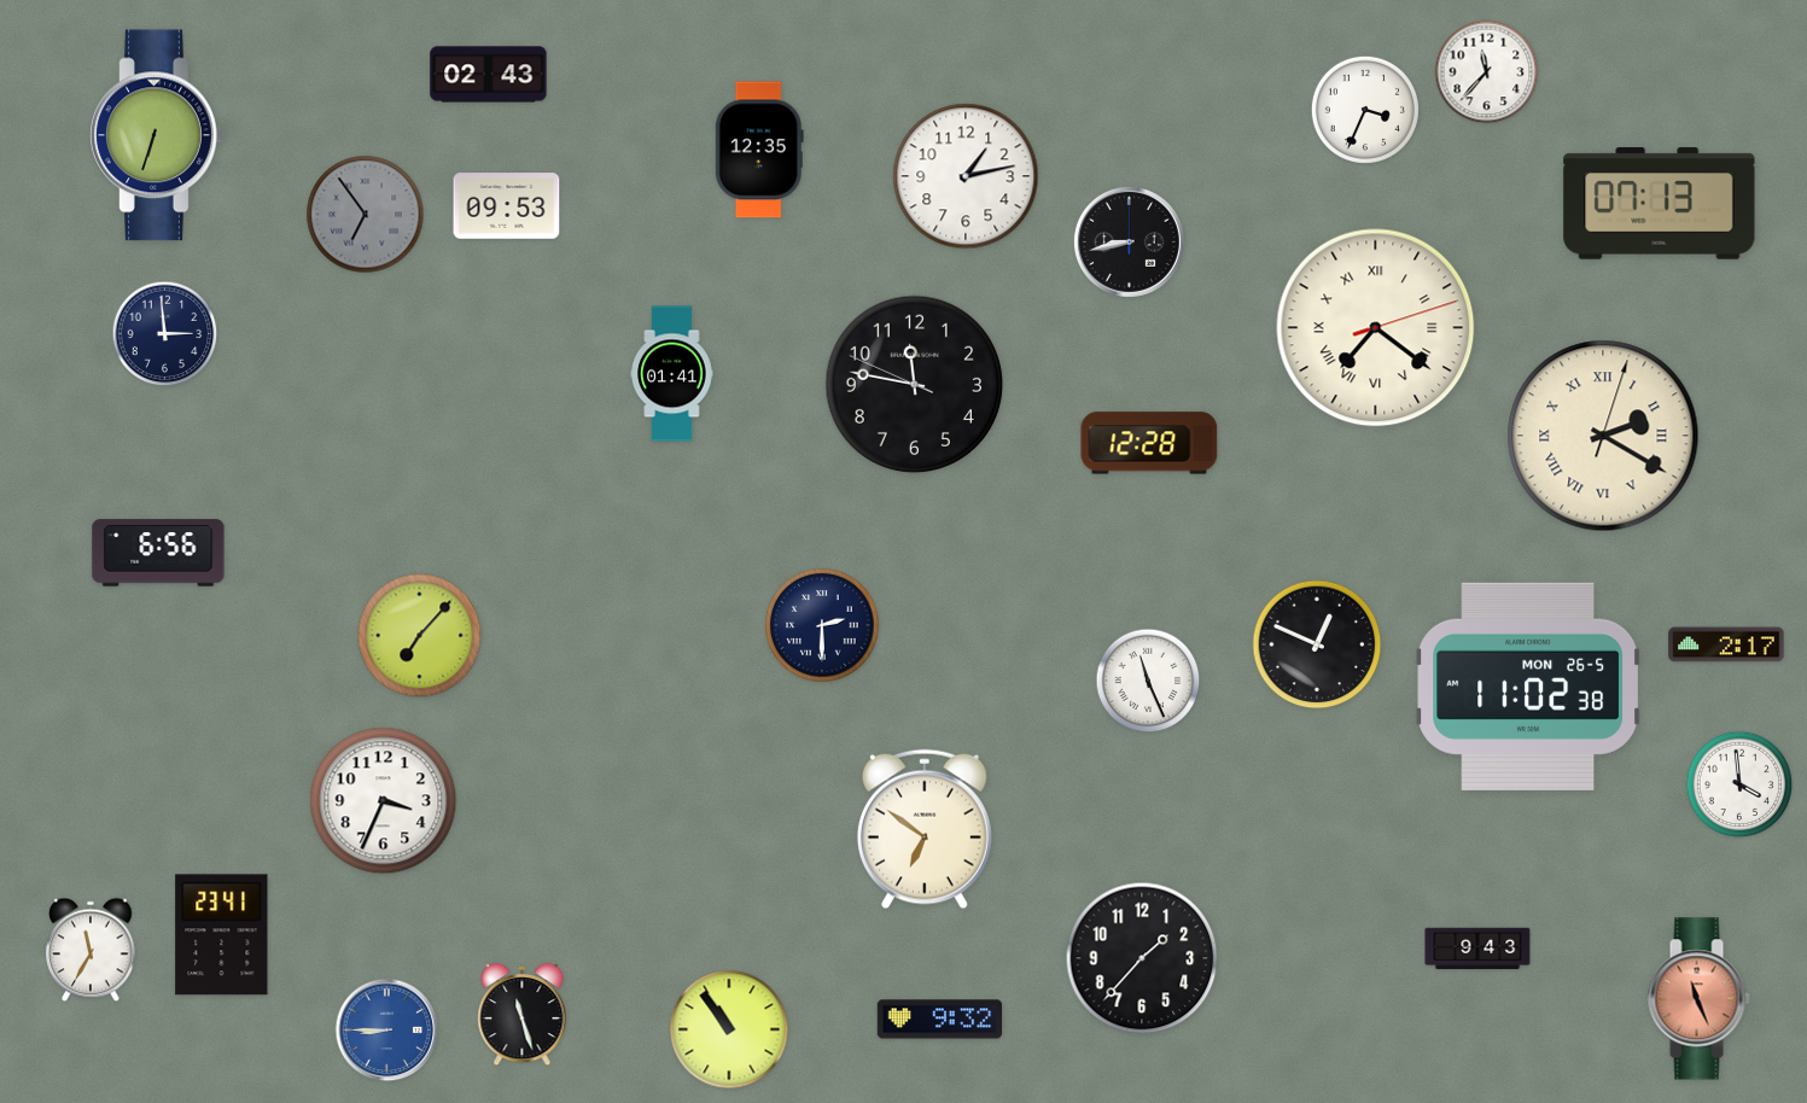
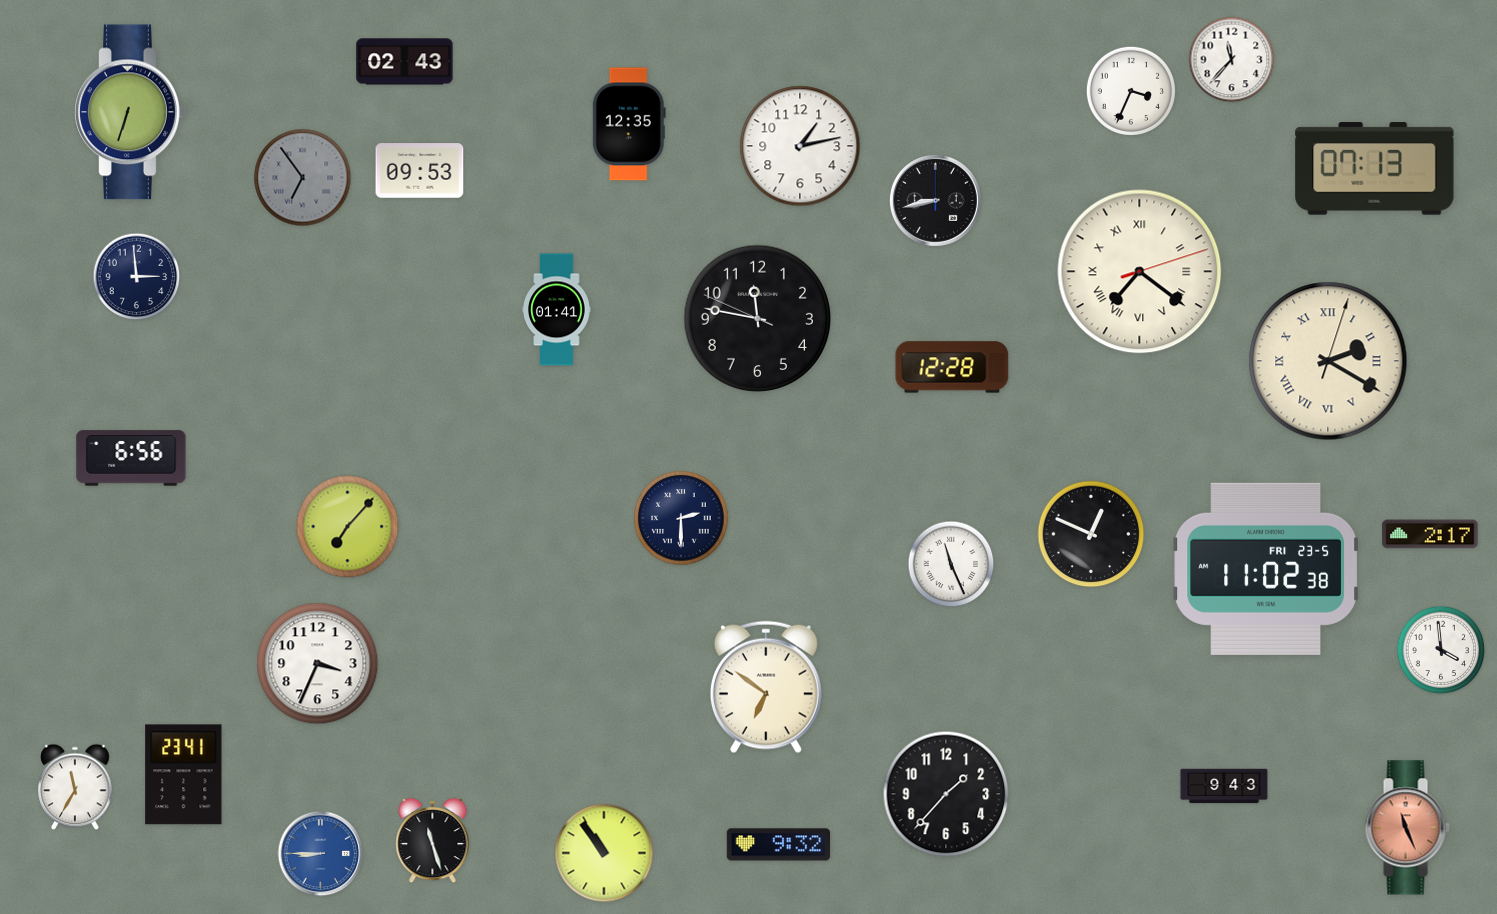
clock at (1528, 687) date: MON 26-5 -> FRI 23-5
